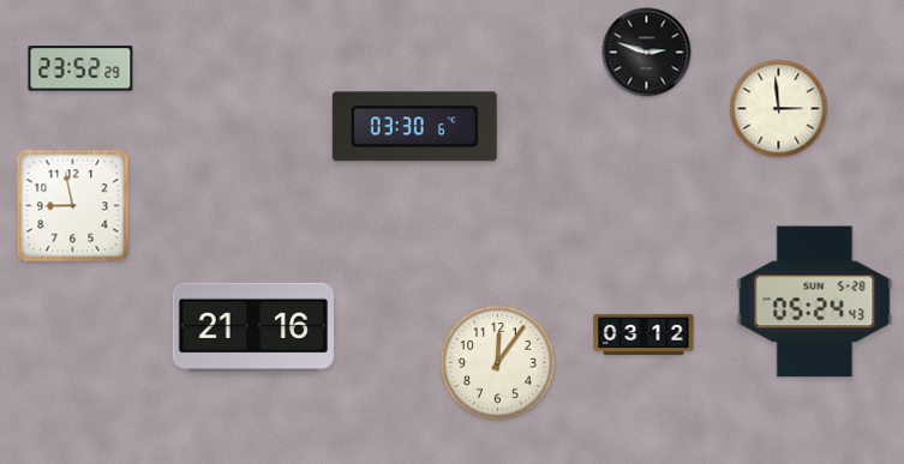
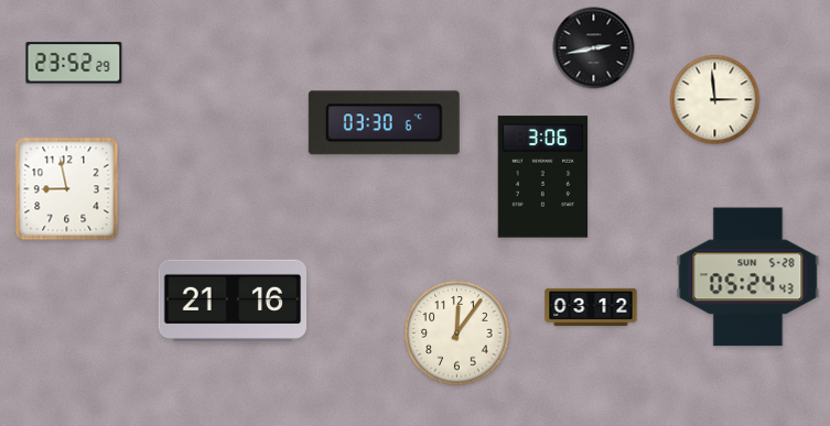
clock at (647, 53): 2:48 -> 2:43
clock at (414, 127) position: (414, 127) -> (384, 123)
clock at (543, 177): none -> 3:06
